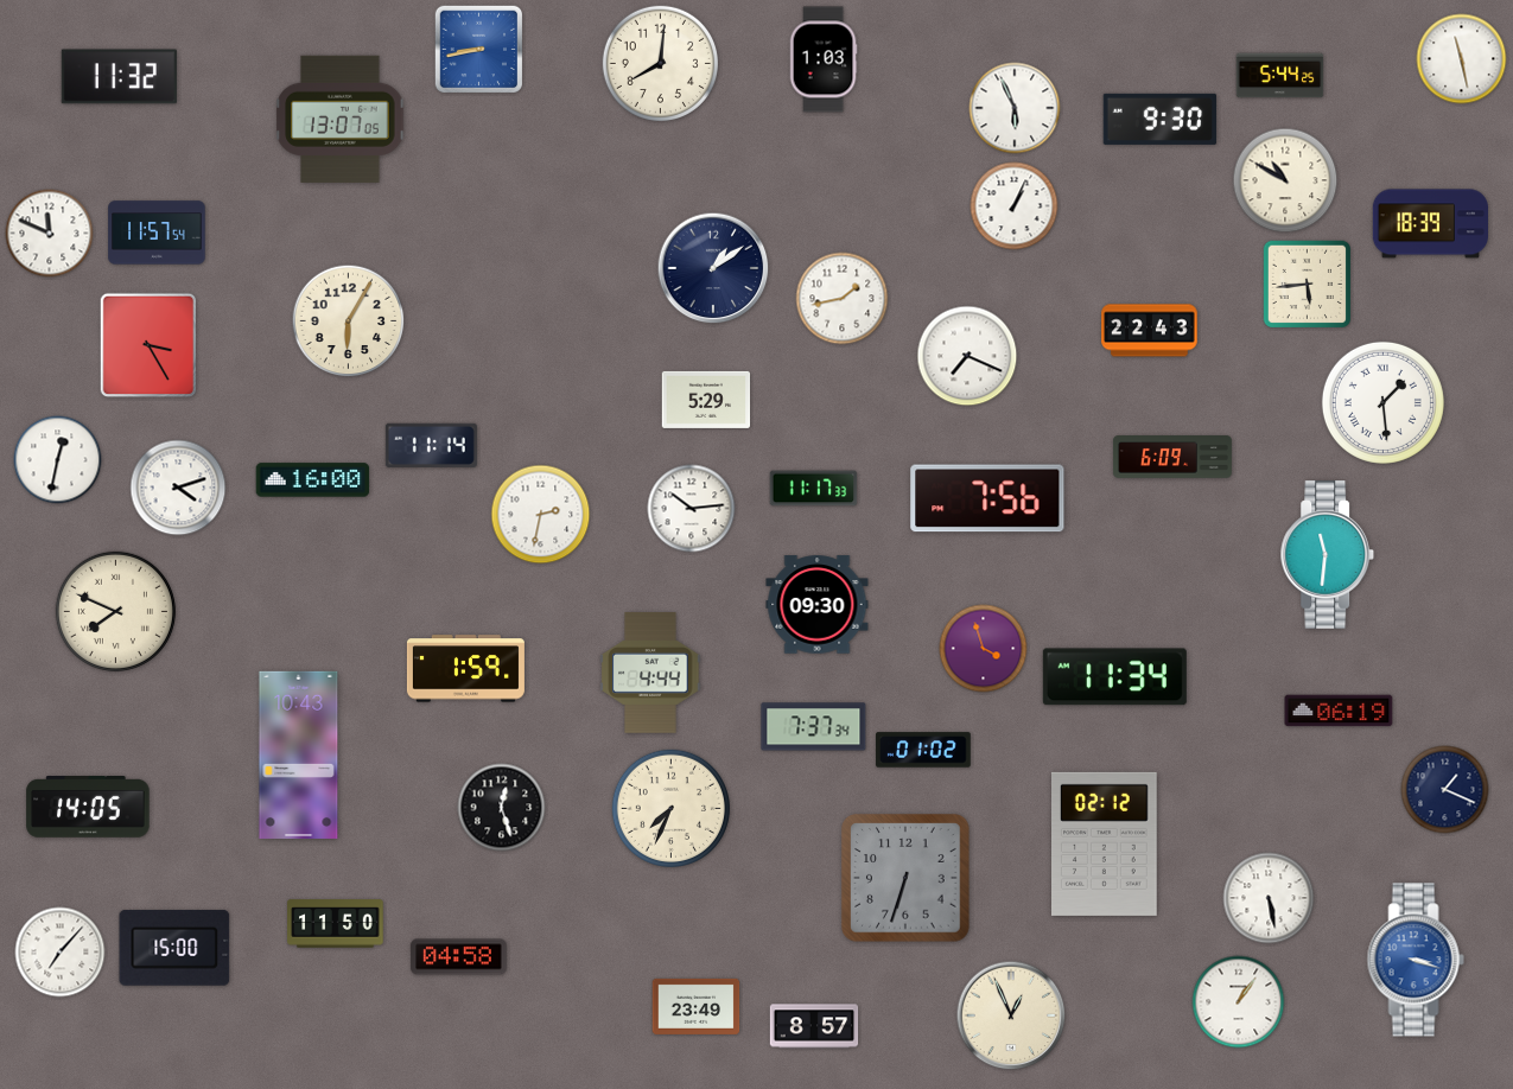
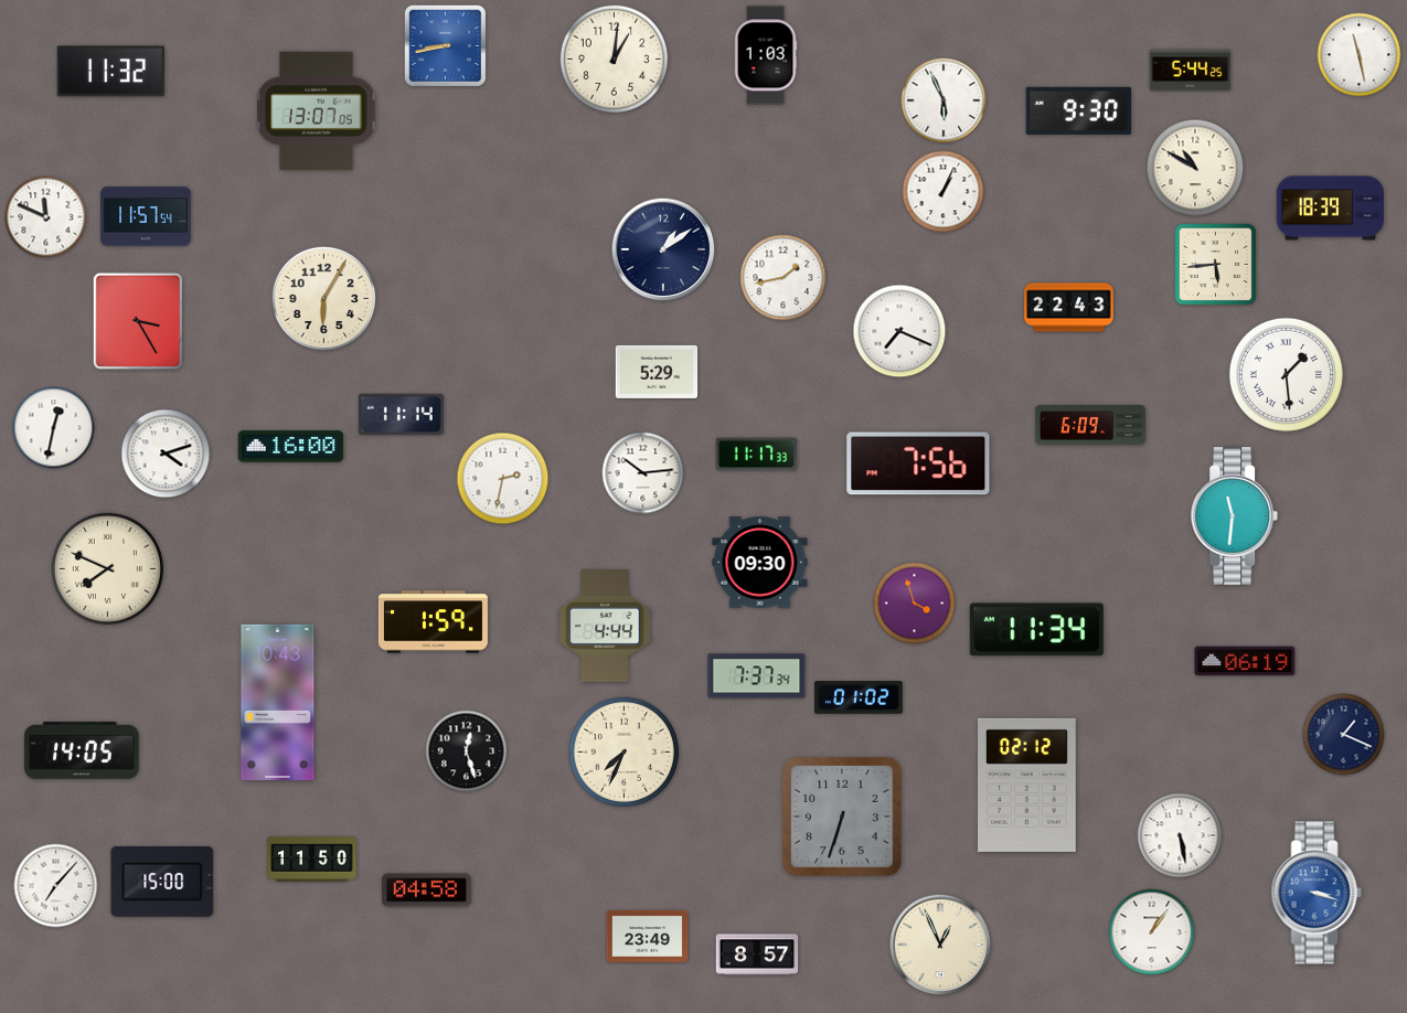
clock at (660, 63): 8:01 -> 1:01
